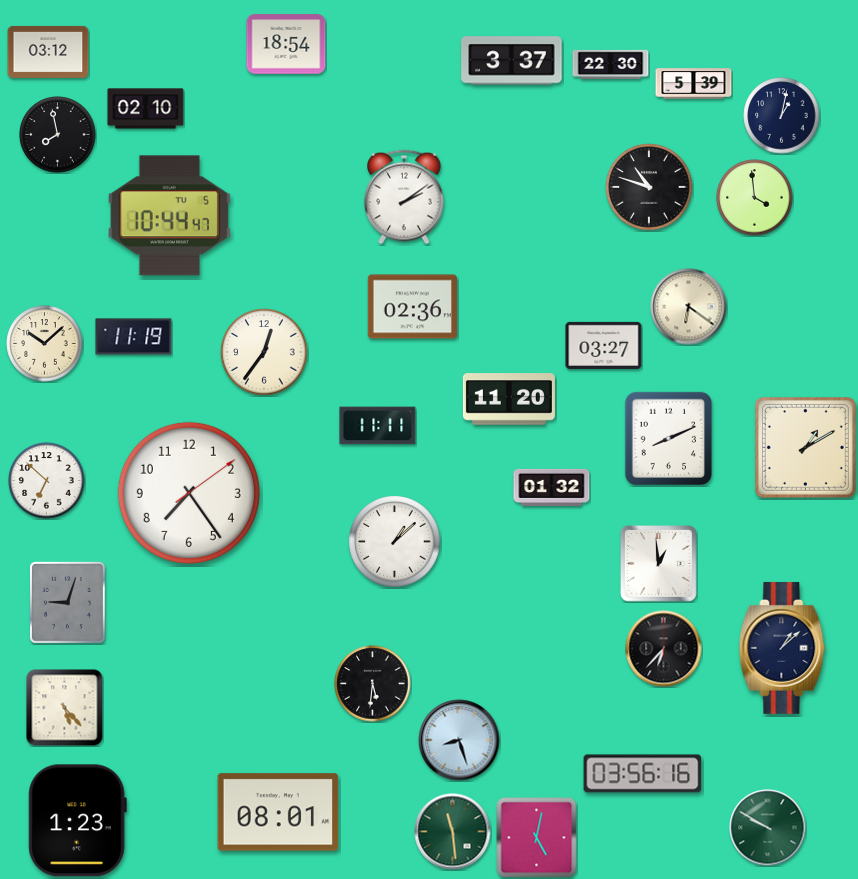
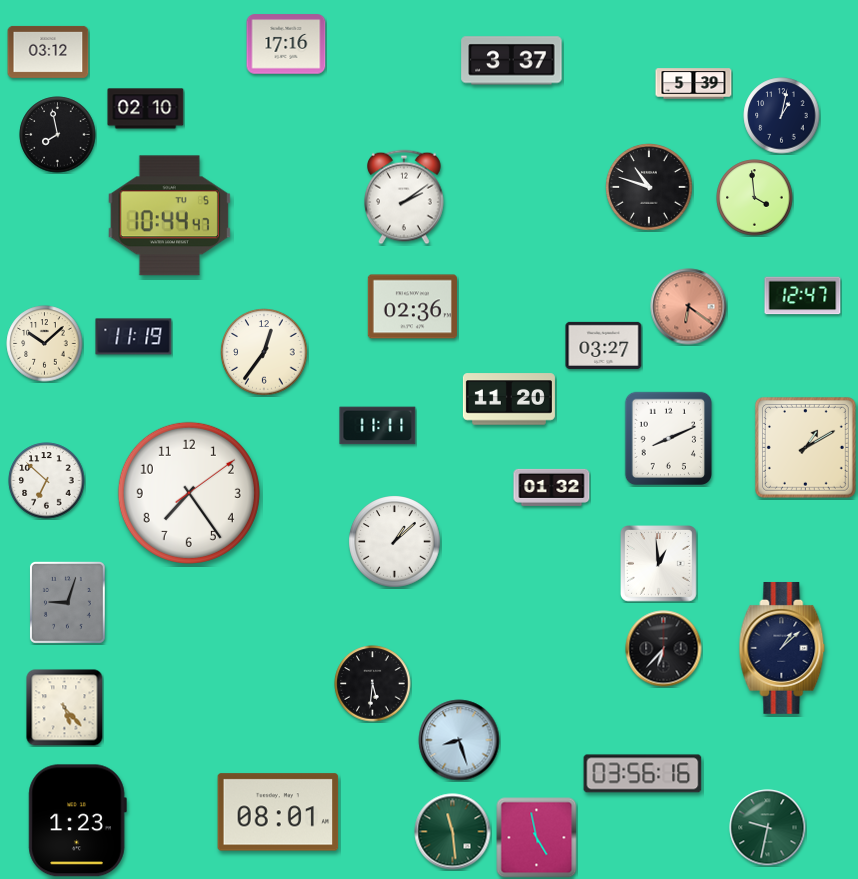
clock at (286, 44): 18:54 -> 17:16
clock at (611, 64): 22:30 -> none
clock at (803, 296): none -> 12:47
clock at (689, 307) dial: cream -> salmon
clock at (768, 828): 9:50 -> 9:32
clock at (537, 838): 5:02 -> 4:58
